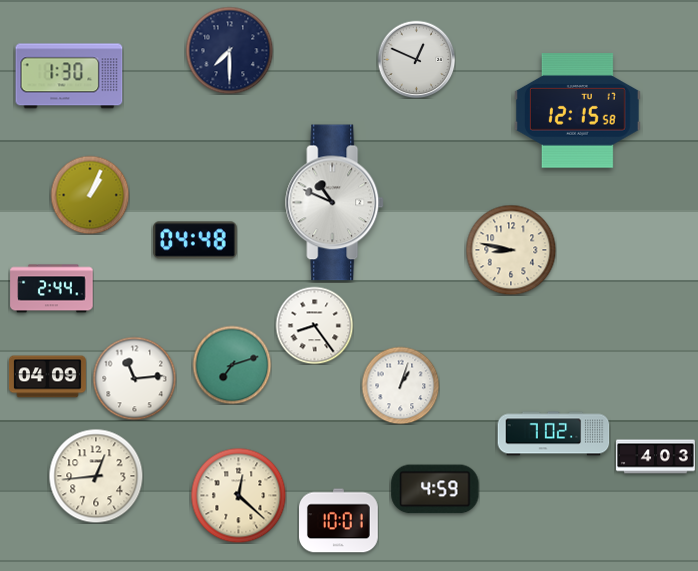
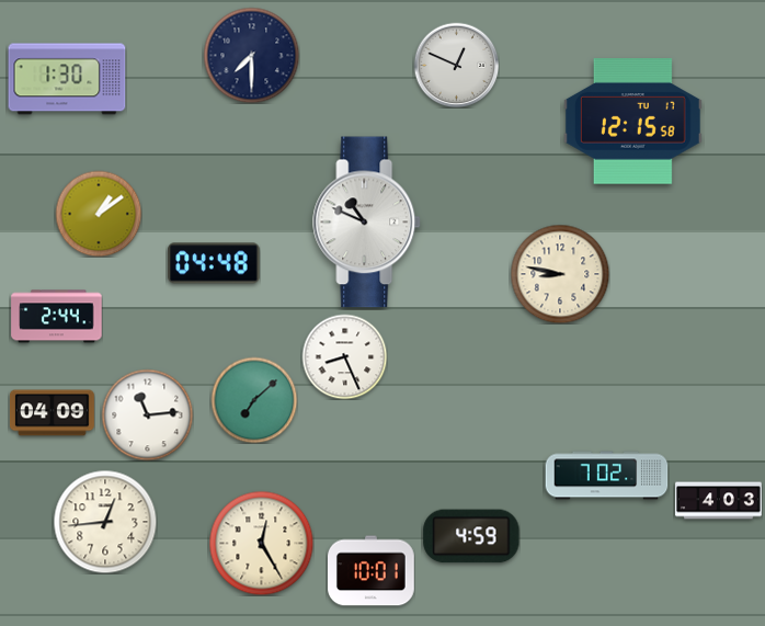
clock at (69, 76) position: (69, 76) -> (67, 79)
clock at (90, 195): 1:04 -> 1:09
clock at (314, 325): 8:24 -> 8:26
clock at (232, 365): 7:12 -> 7:08
clock at (400, 385): 1:03 -> none
clock at (435, 489) position: (435, 489) -> (471, 536)
clock at (238, 495): 12:22 -> 12:25
